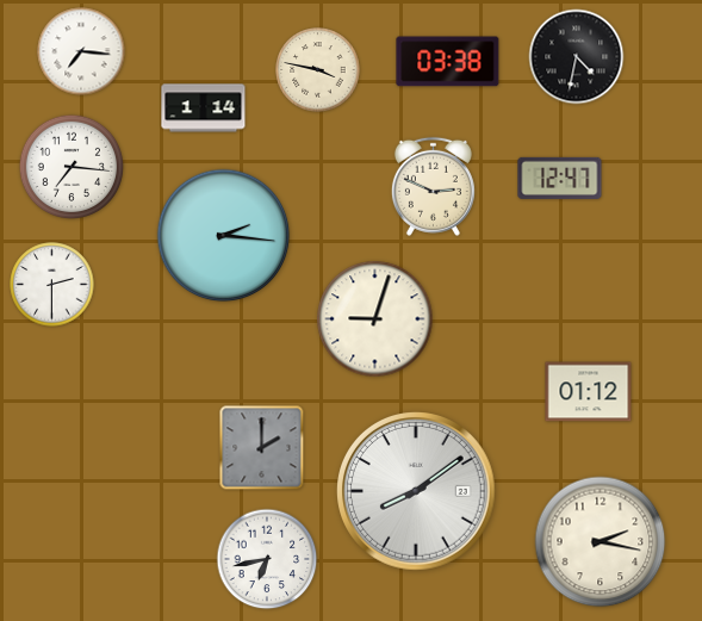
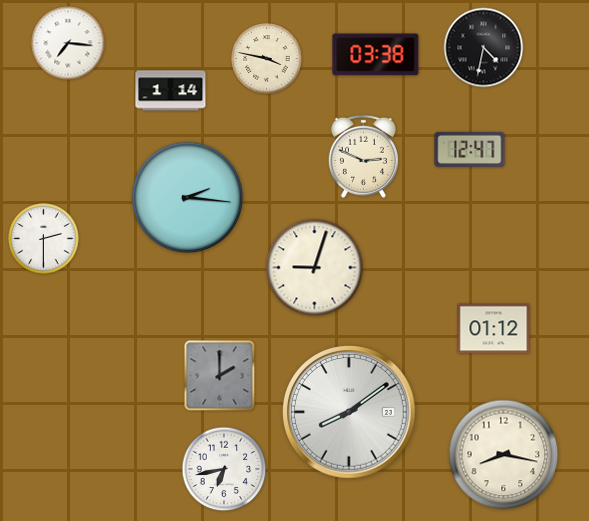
clock at (448, 62) position: (448, 62) -> (376, 55)
clock at (72, 167): 7:16 -> none
clock at (601, 542): 2:17 -> 8:17
